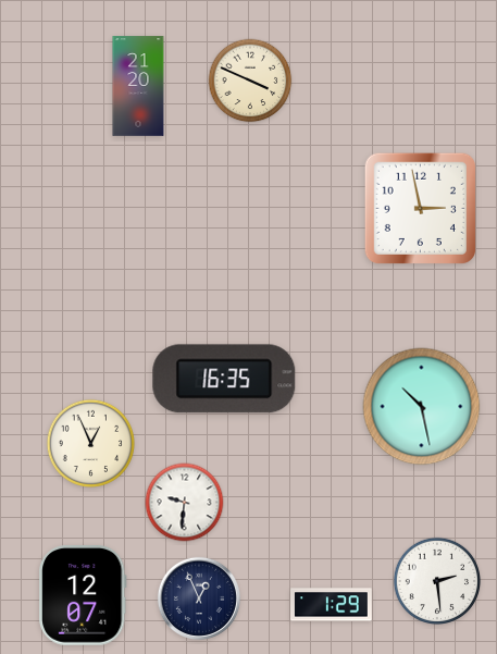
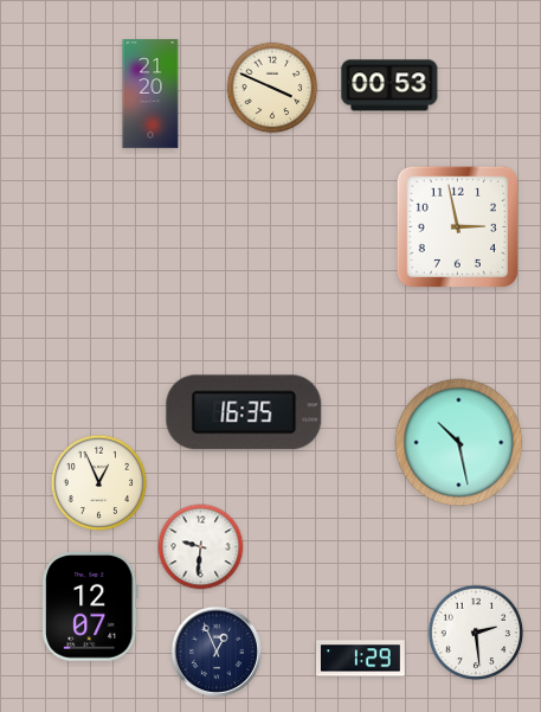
clock at (389, 85): none -> 00:53
clock at (84, 596) position: (84, 596) -> (91, 608)
